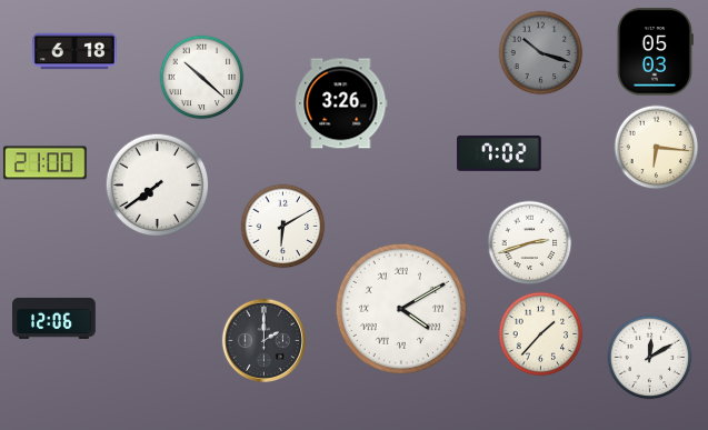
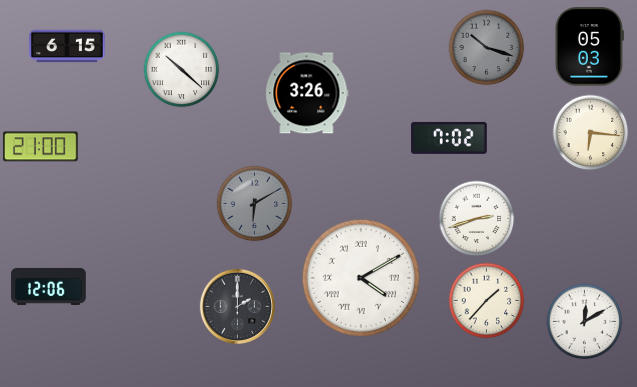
clock at (74, 51): 6:18 -> 6:15
clock at (158, 186): 7:39 -> none
clock at (283, 227) dial: white -> grey
